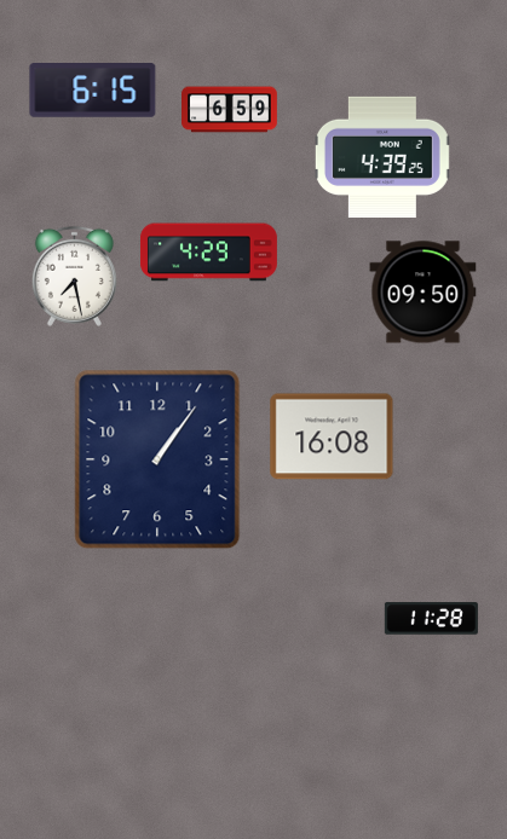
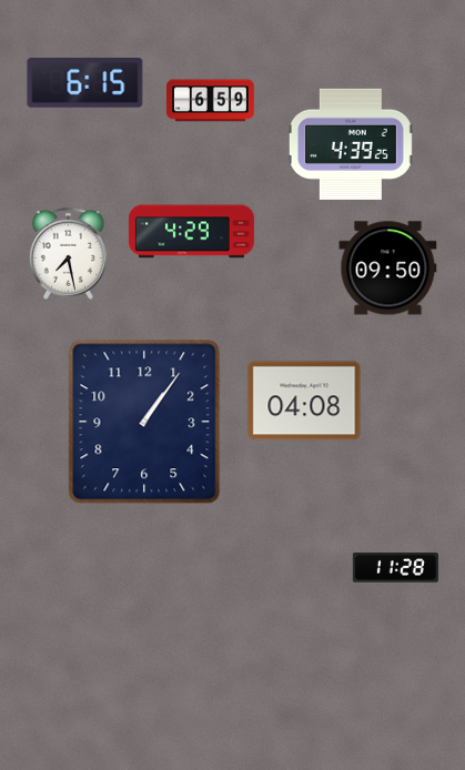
clock at (332, 436): 16:08 -> 04:08
